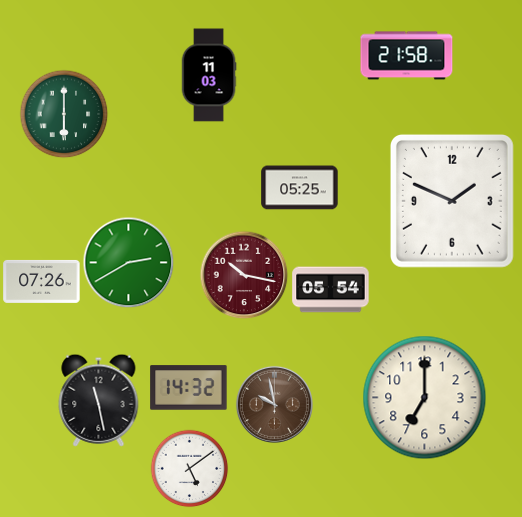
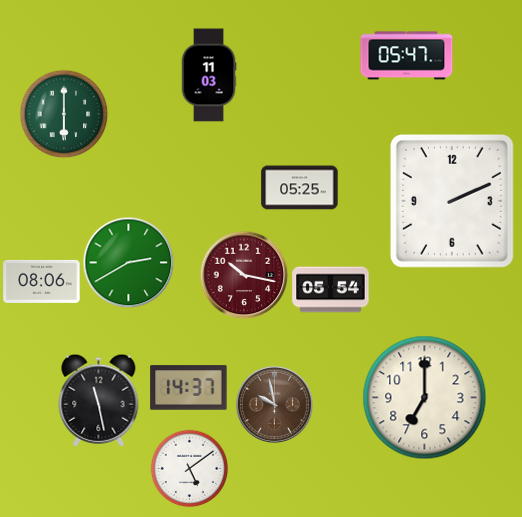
clock at (407, 56): 21:58 -> 05:47
clock at (452, 201): 1:49 -> 2:11
clock at (42, 281): 07:26 -> 08:06
clock at (189, 388): 14:32 -> 14:37
